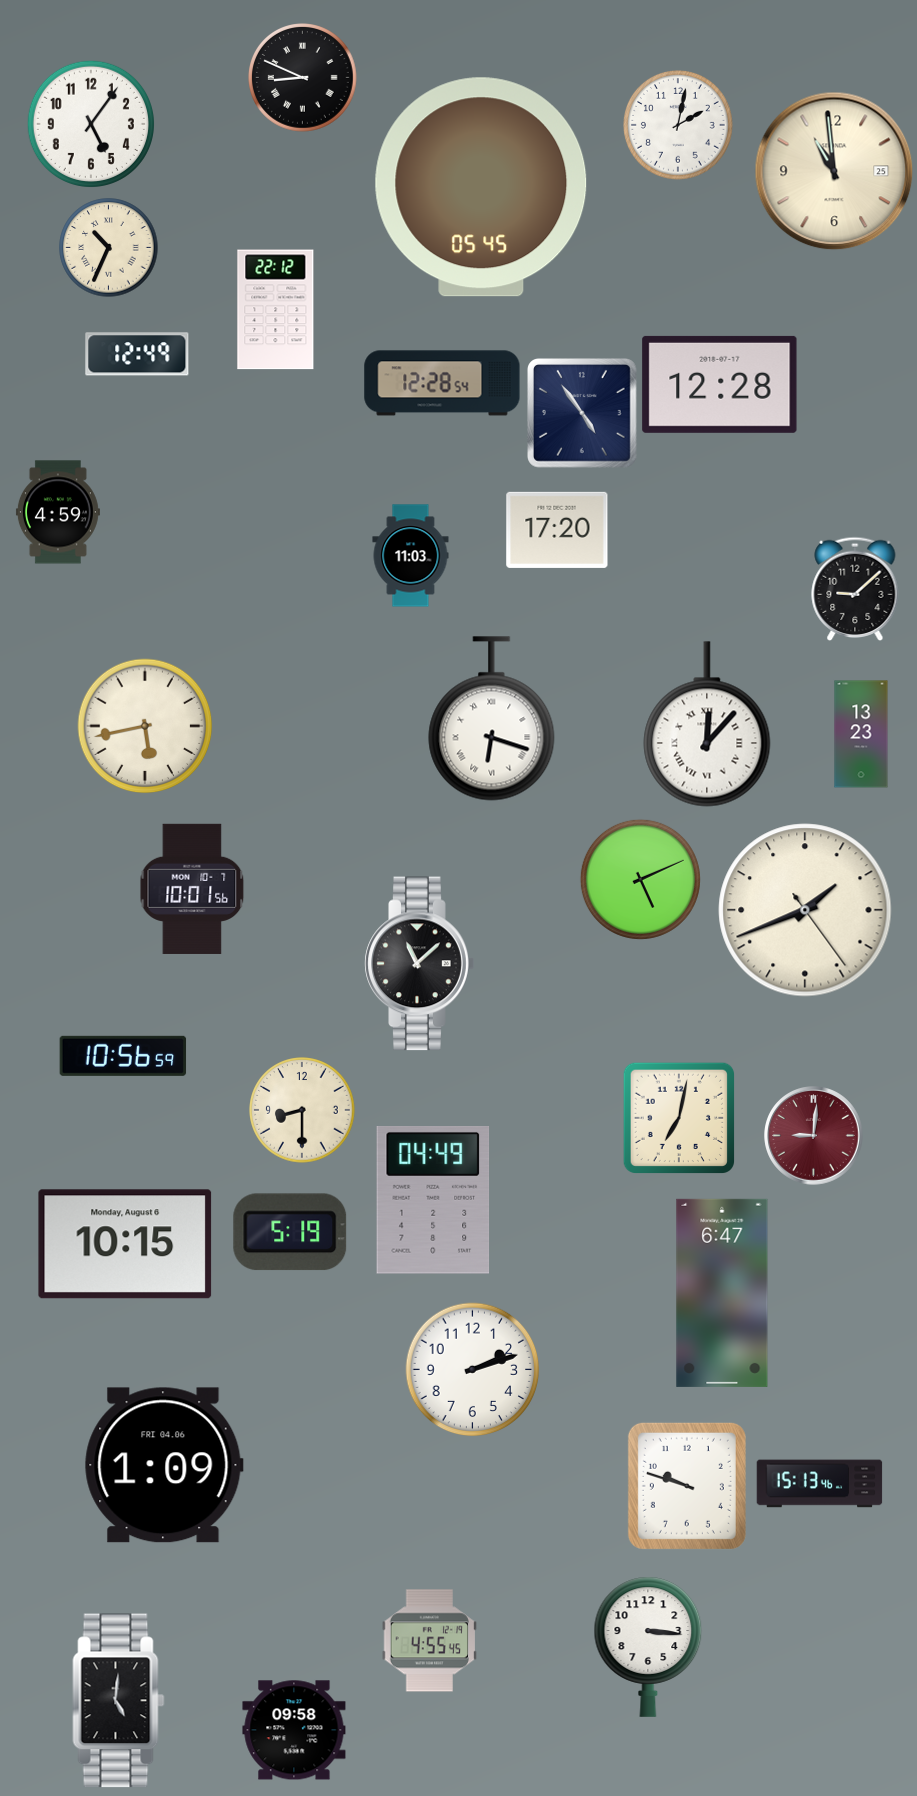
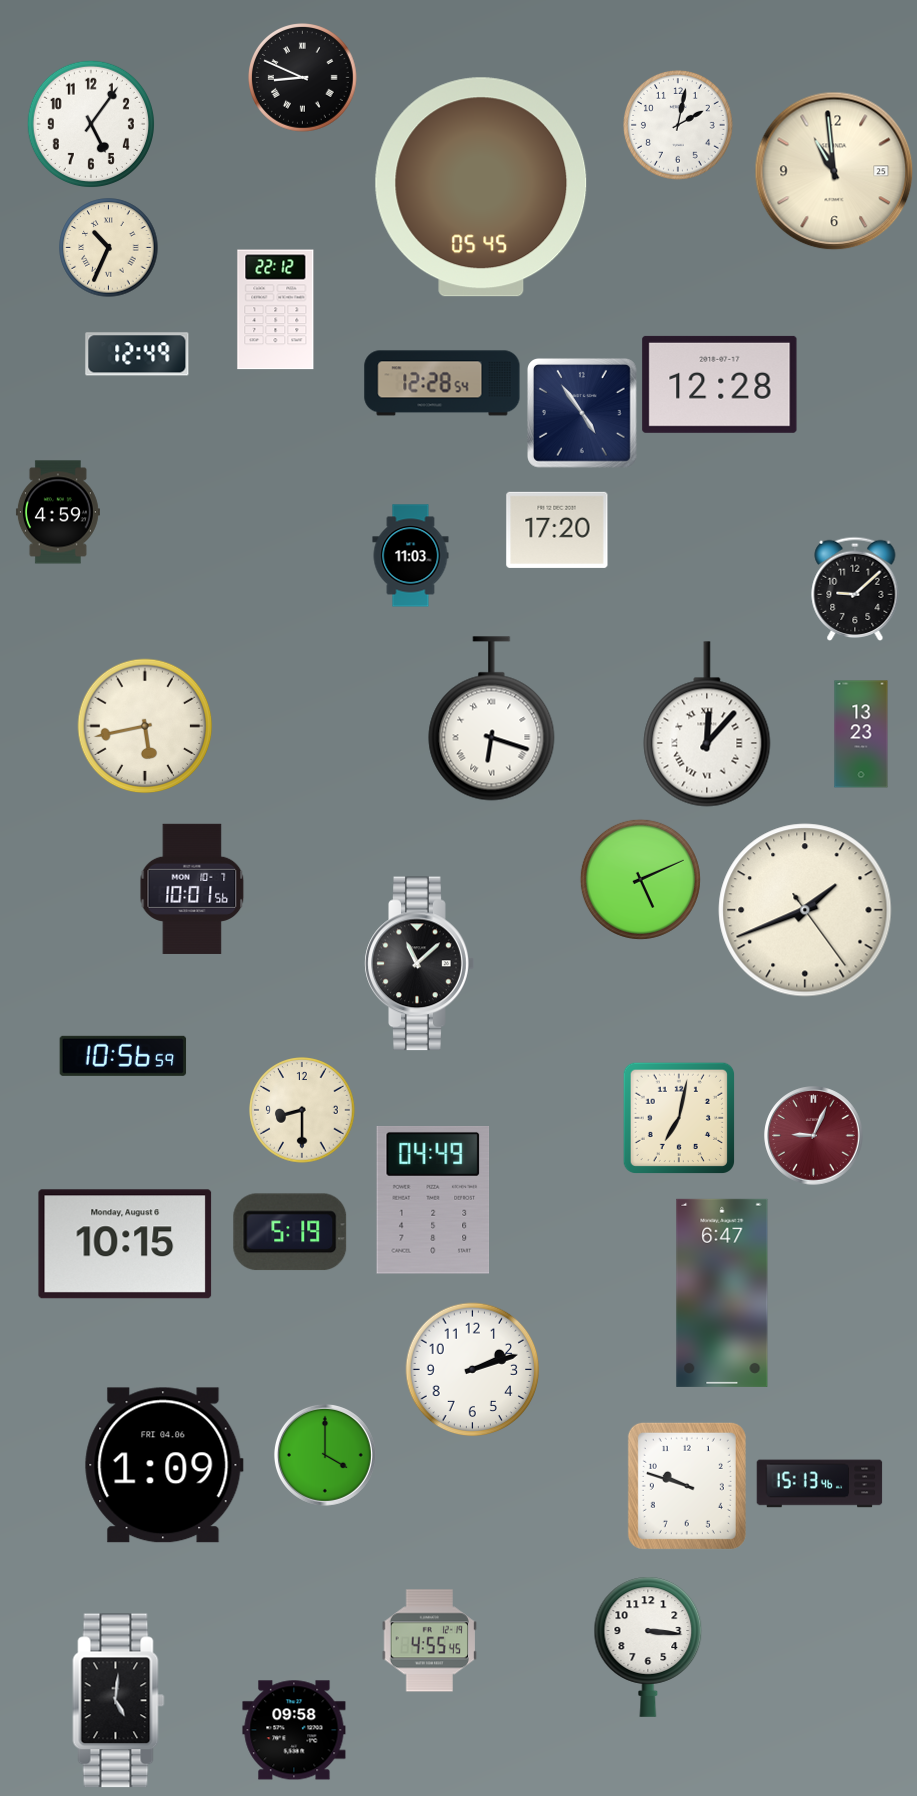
clock at (814, 1136): 9:01 -> 9:04
clock at (325, 1455): none -> 4:00
